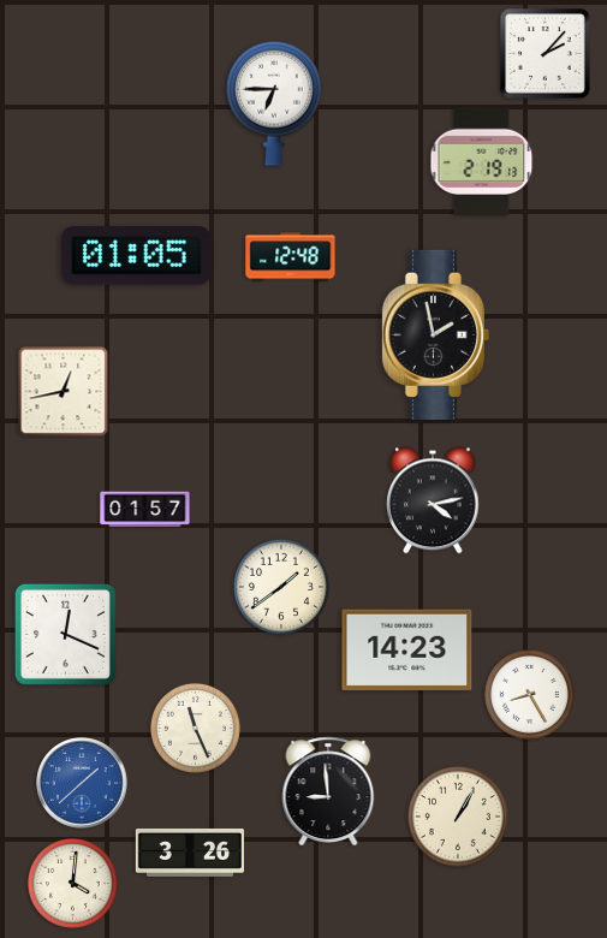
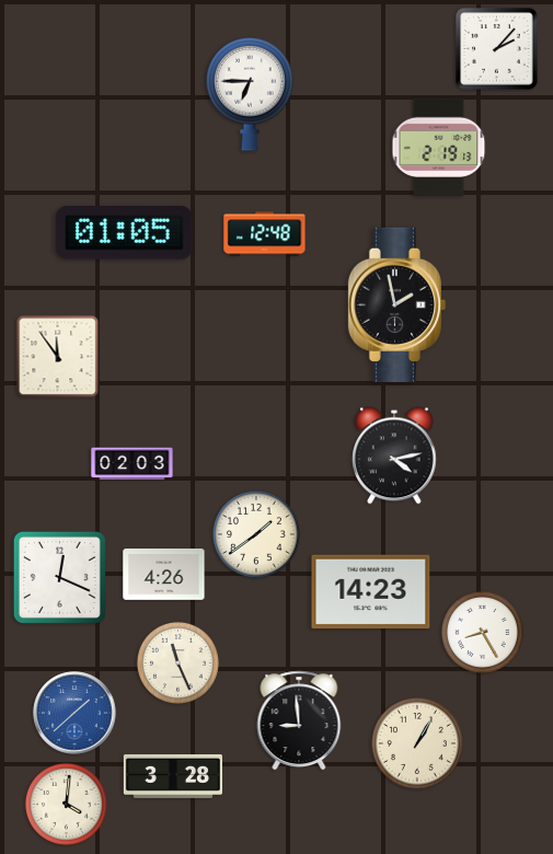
clock at (64, 392): 12:43 -> 11:54
clock at (145, 510): 01:57 -> 02:03
clock at (164, 575): none -> 4:26
clock at (189, 853): 3:26 -> 3:28
